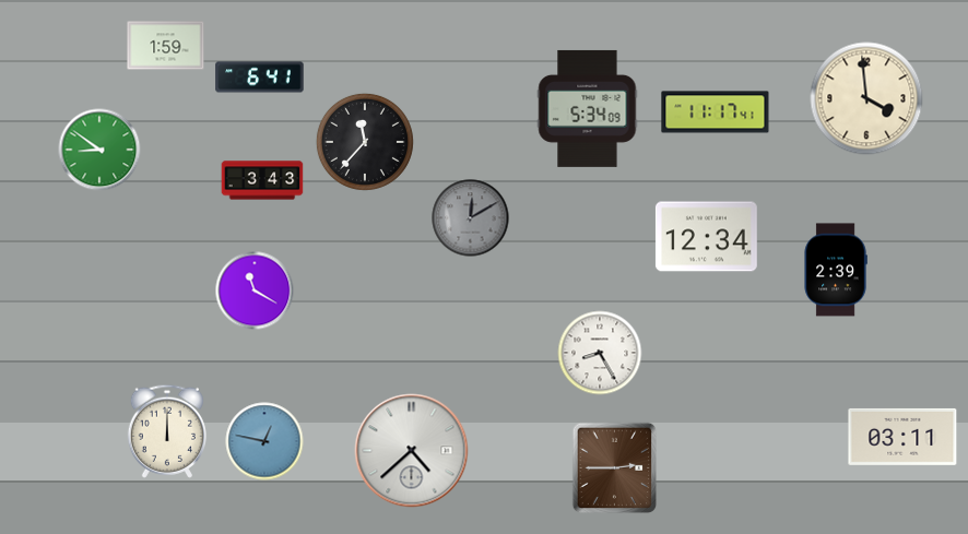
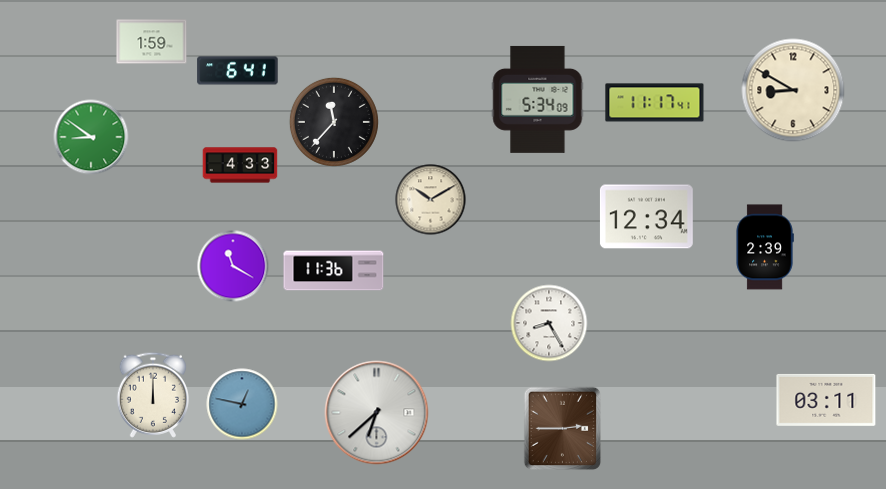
clock at (866, 98): 3:59 -> 8:50
clock at (365, 142) position: (365, 142) -> (334, 122)
clock at (262, 180): 3:43 -> 4:33
clock at (471, 218): 12:10 -> 10:10
clock at (471, 218) dial: grey -> cream
clock at (334, 271): none -> 11:36
clock at (412, 451): 4:38 -> 6:38
